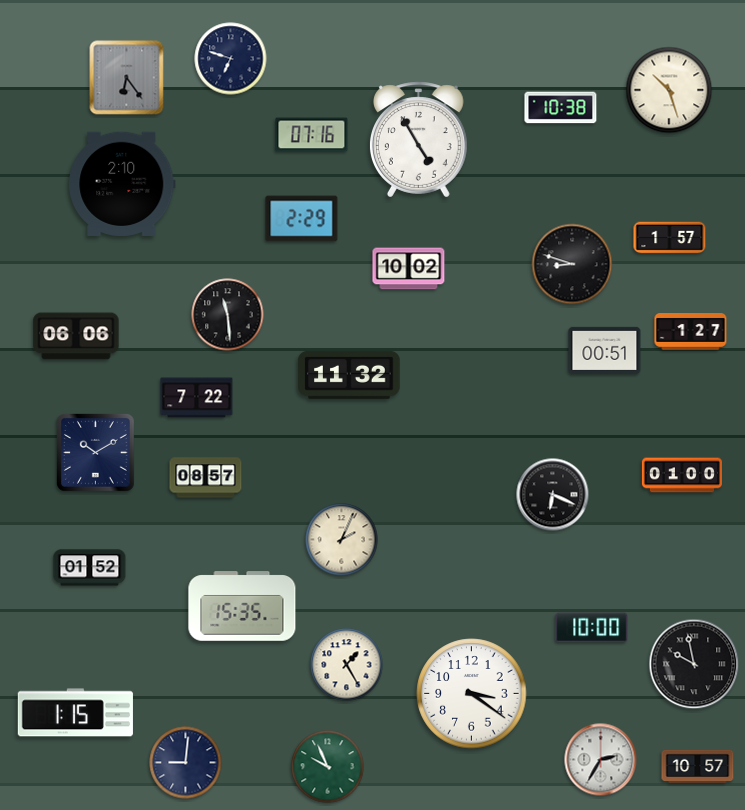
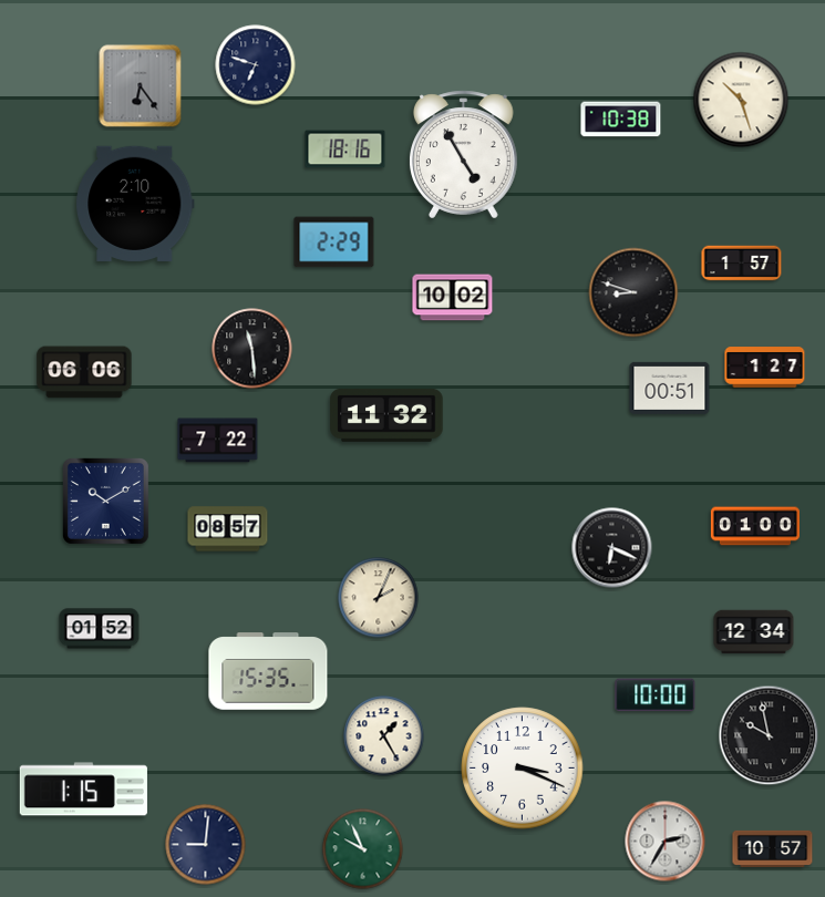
clock at (312, 135): 07:16 -> 18:16
clock at (754, 632): none -> 12:34
clock at (472, 694): 3:21 -> 3:19
